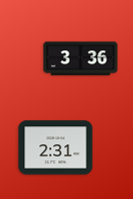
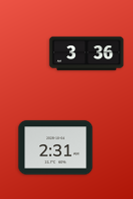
clock at (81, 59) position: (81, 59) -> (87, 54)
